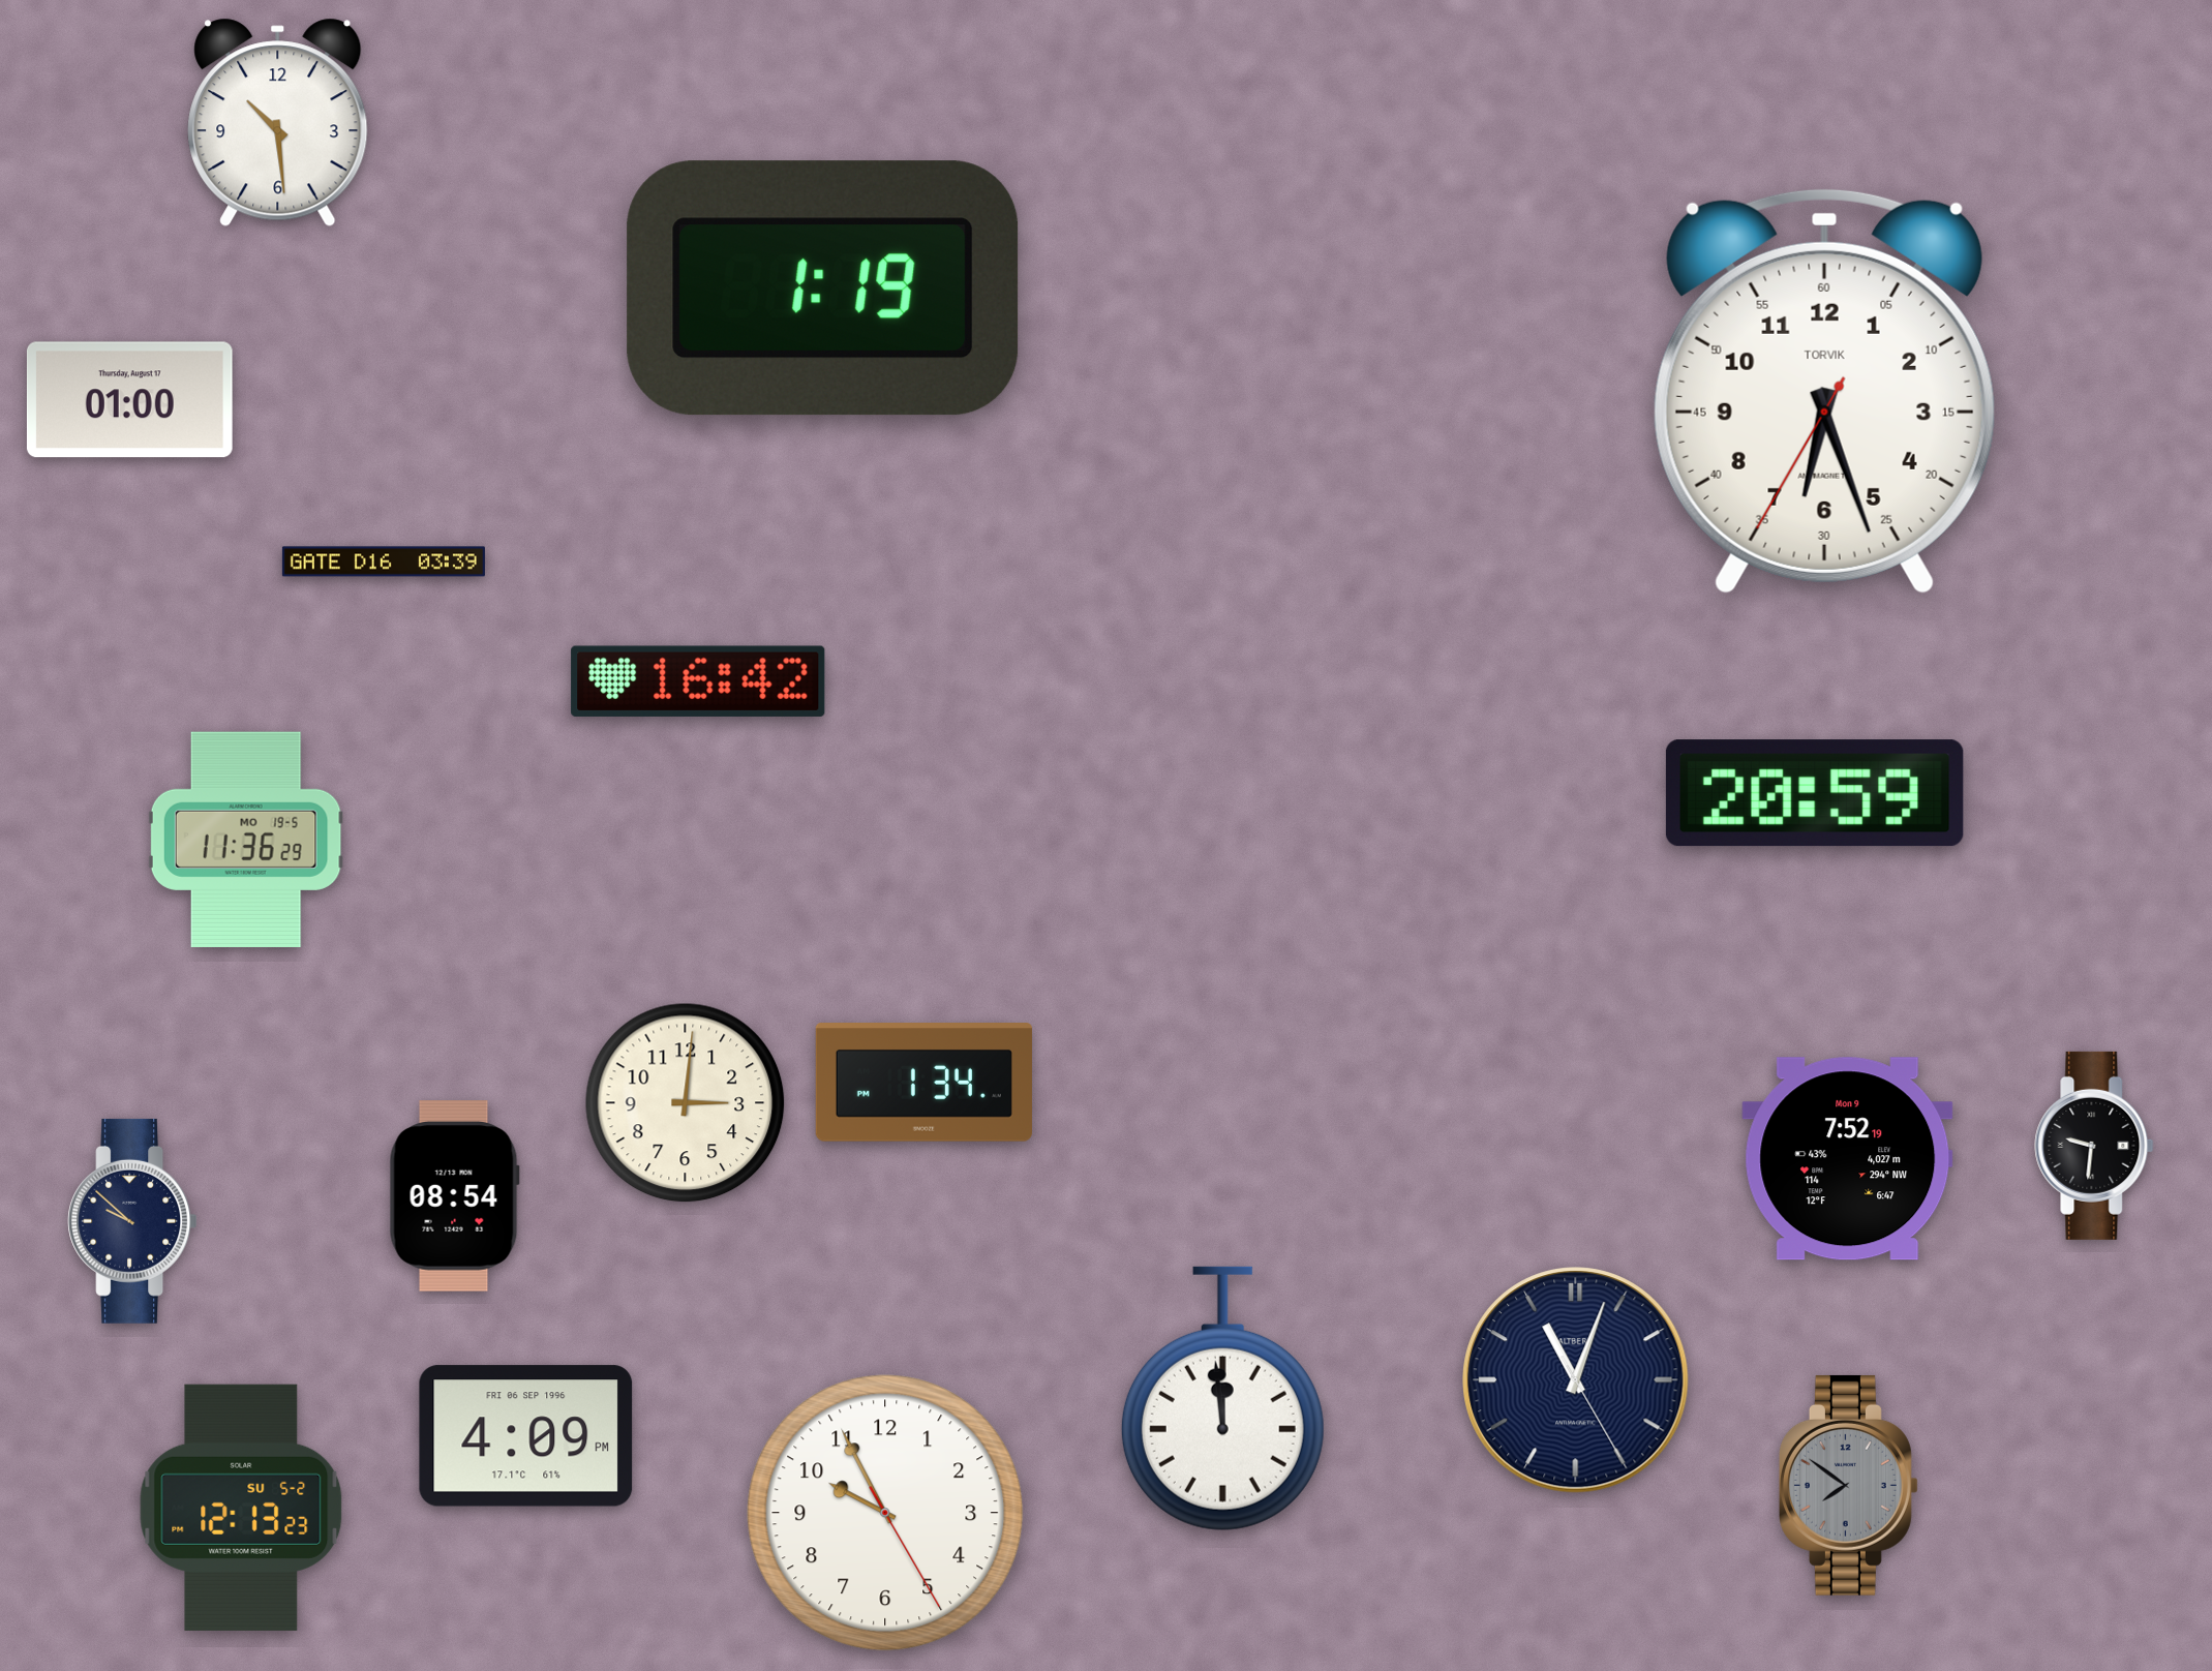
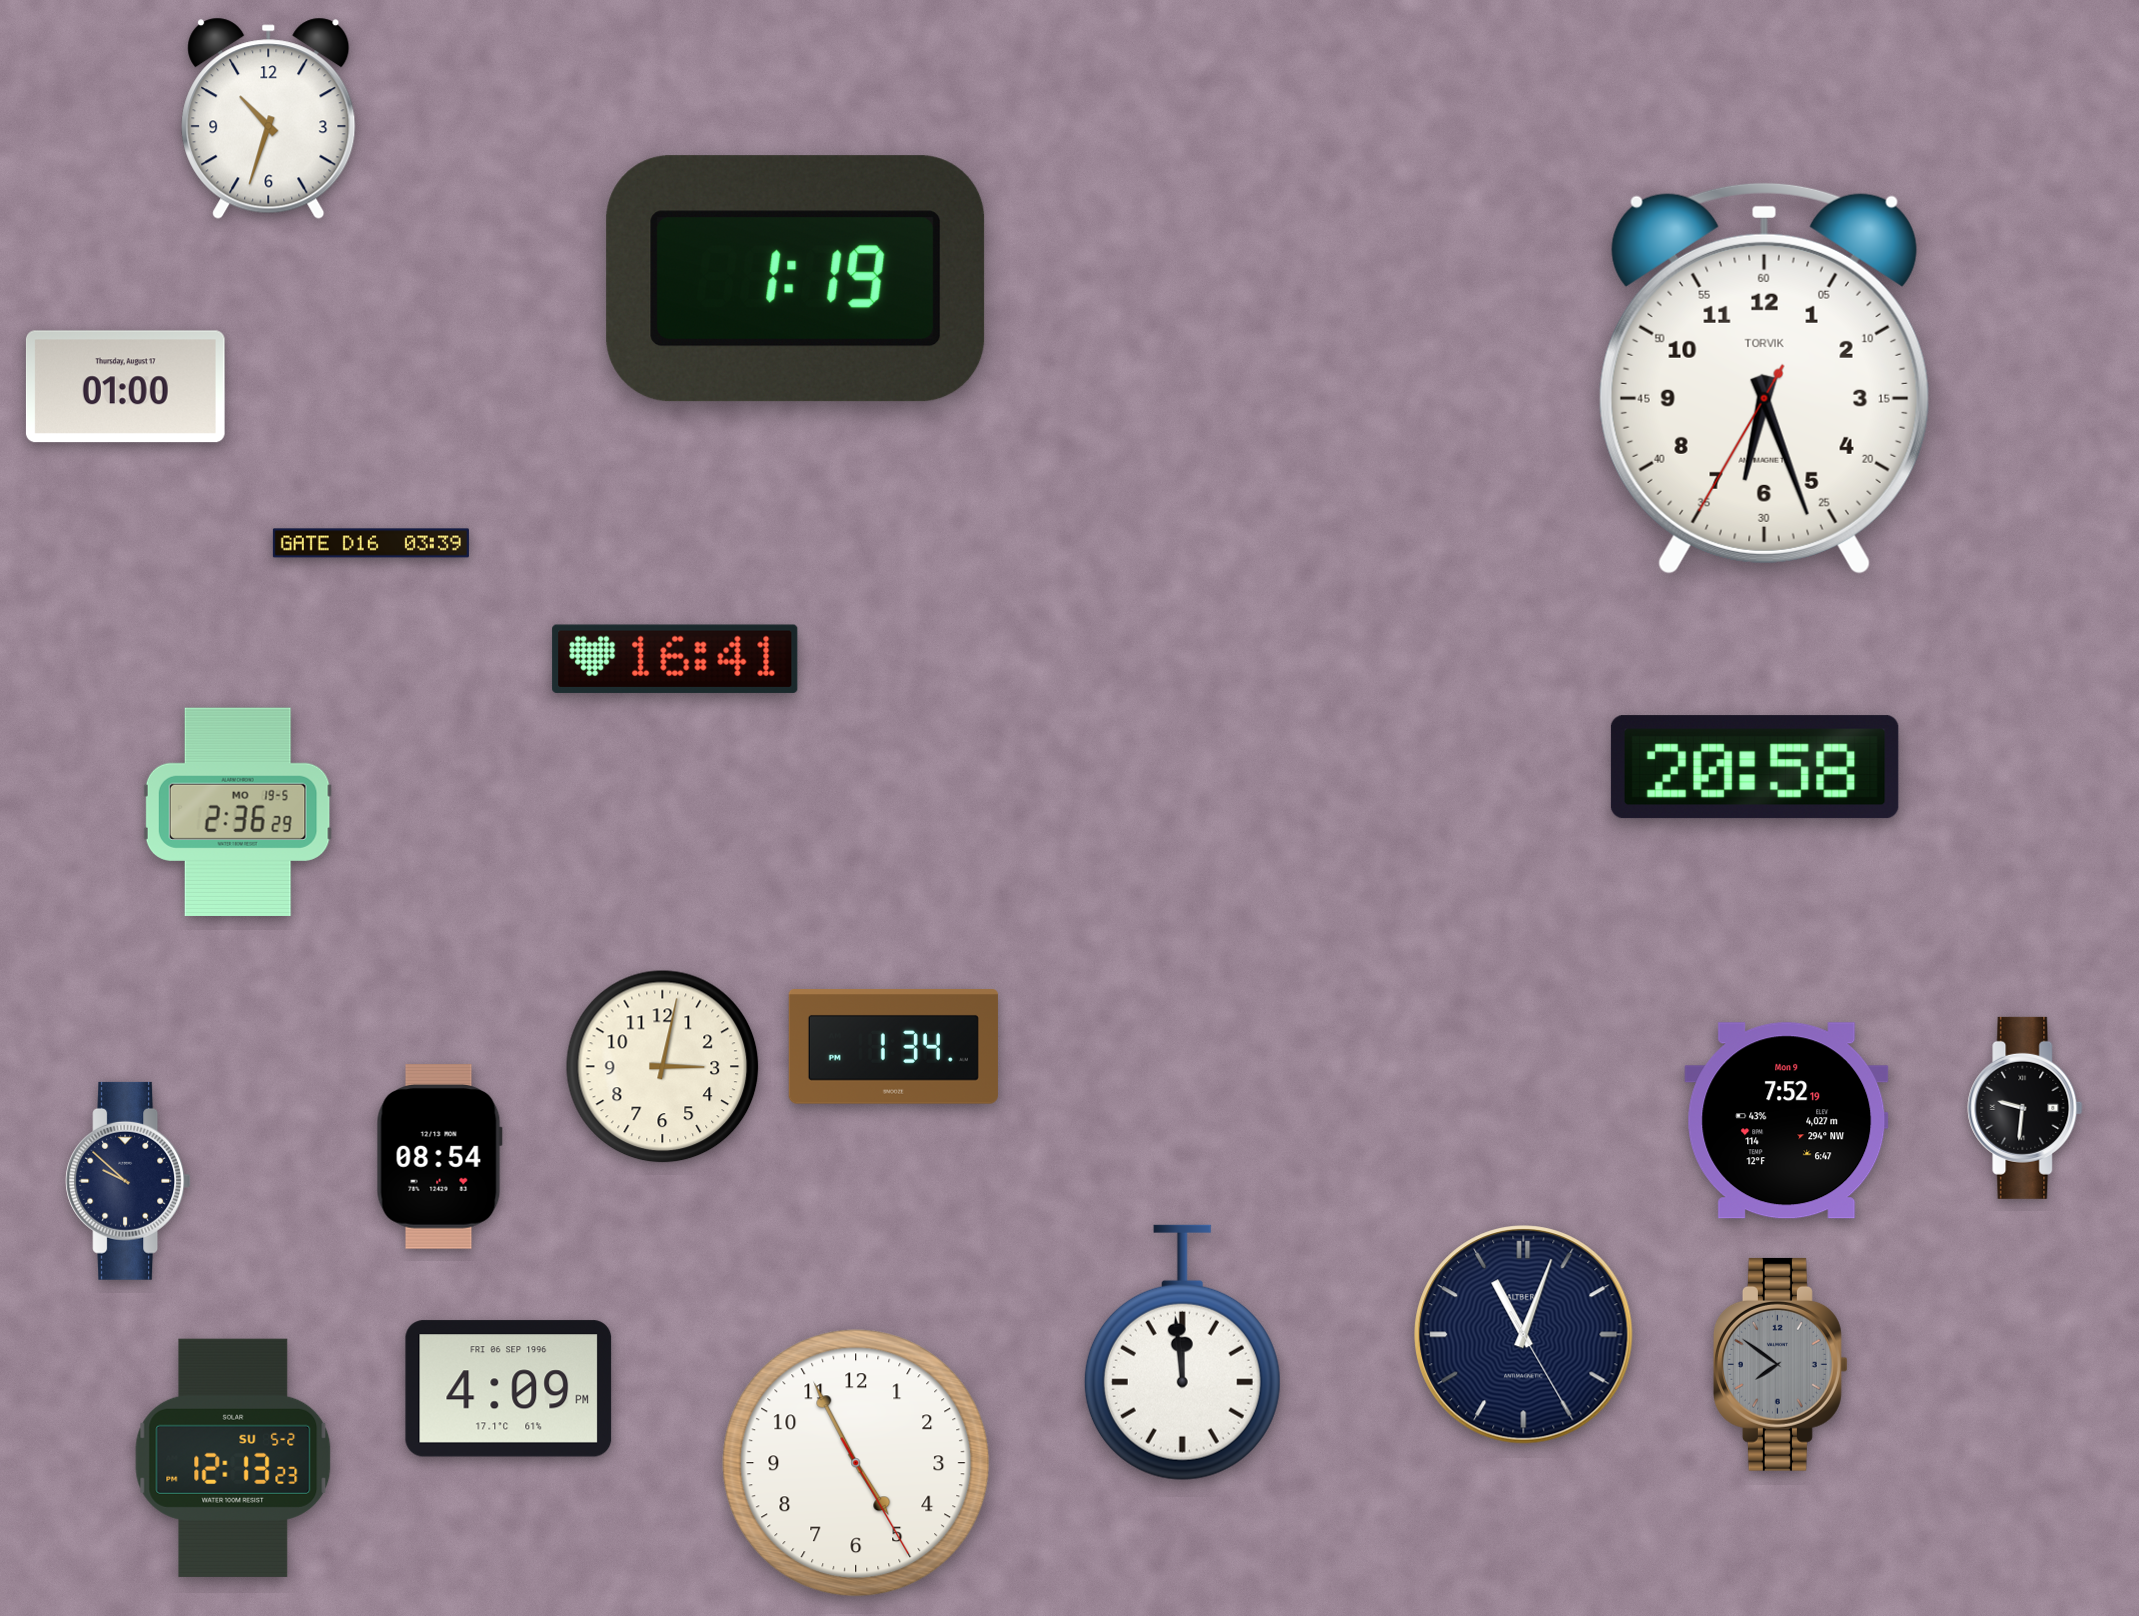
clock at (278, 122): 10:29 -> 10:33
clock at (698, 681): 16:42 -> 16:41
clock at (1815, 793): 20:59 -> 20:58
clock at (246, 840): 11:36 -> 2:36
clock at (686, 1103): 3:01 -> 3:02
clock at (1848, 1485) position: (1848, 1485) -> (1780, 1364)
clock at (885, 1513): 9:55 -> 4:55
